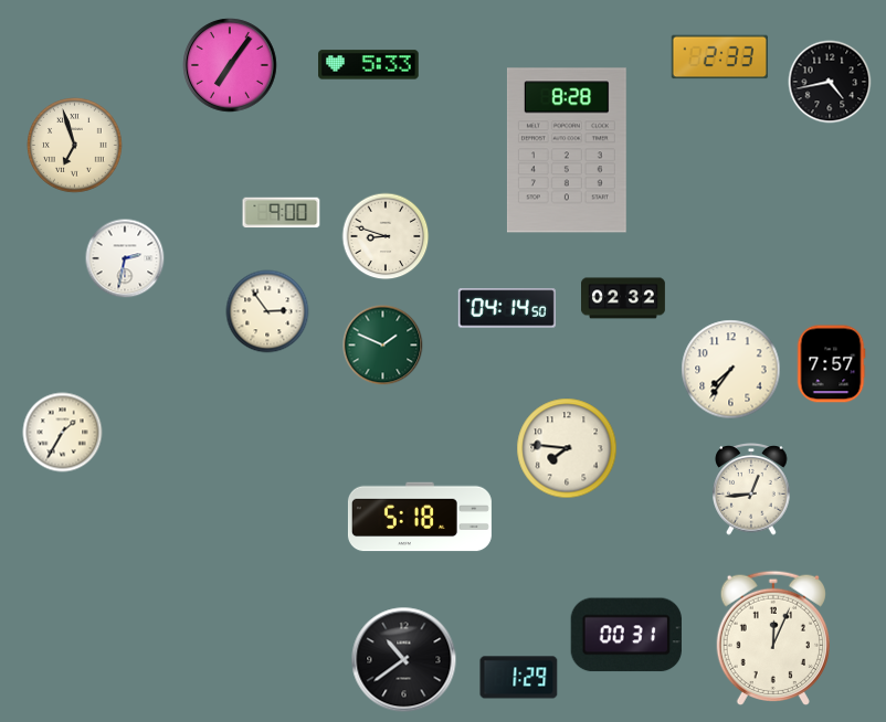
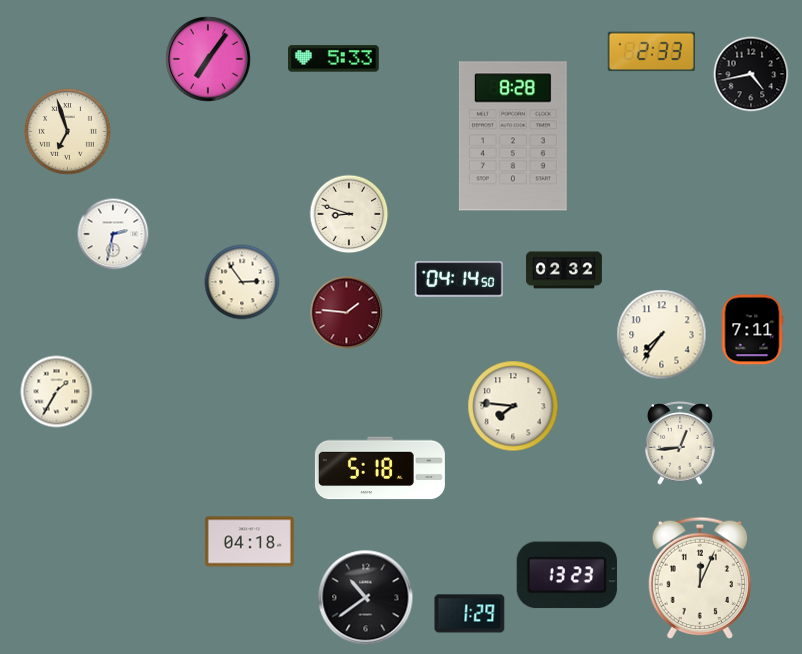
clock at (282, 213): 9:00 -> none
clock at (383, 346): 1:49 -> 1:46
clock at (383, 346) dial: green -> burgundy
clock at (831, 364): 7:57 -> 7:11
clock at (249, 542): none -> 04:18
clock at (626, 635): 00:31 -> 13:23
